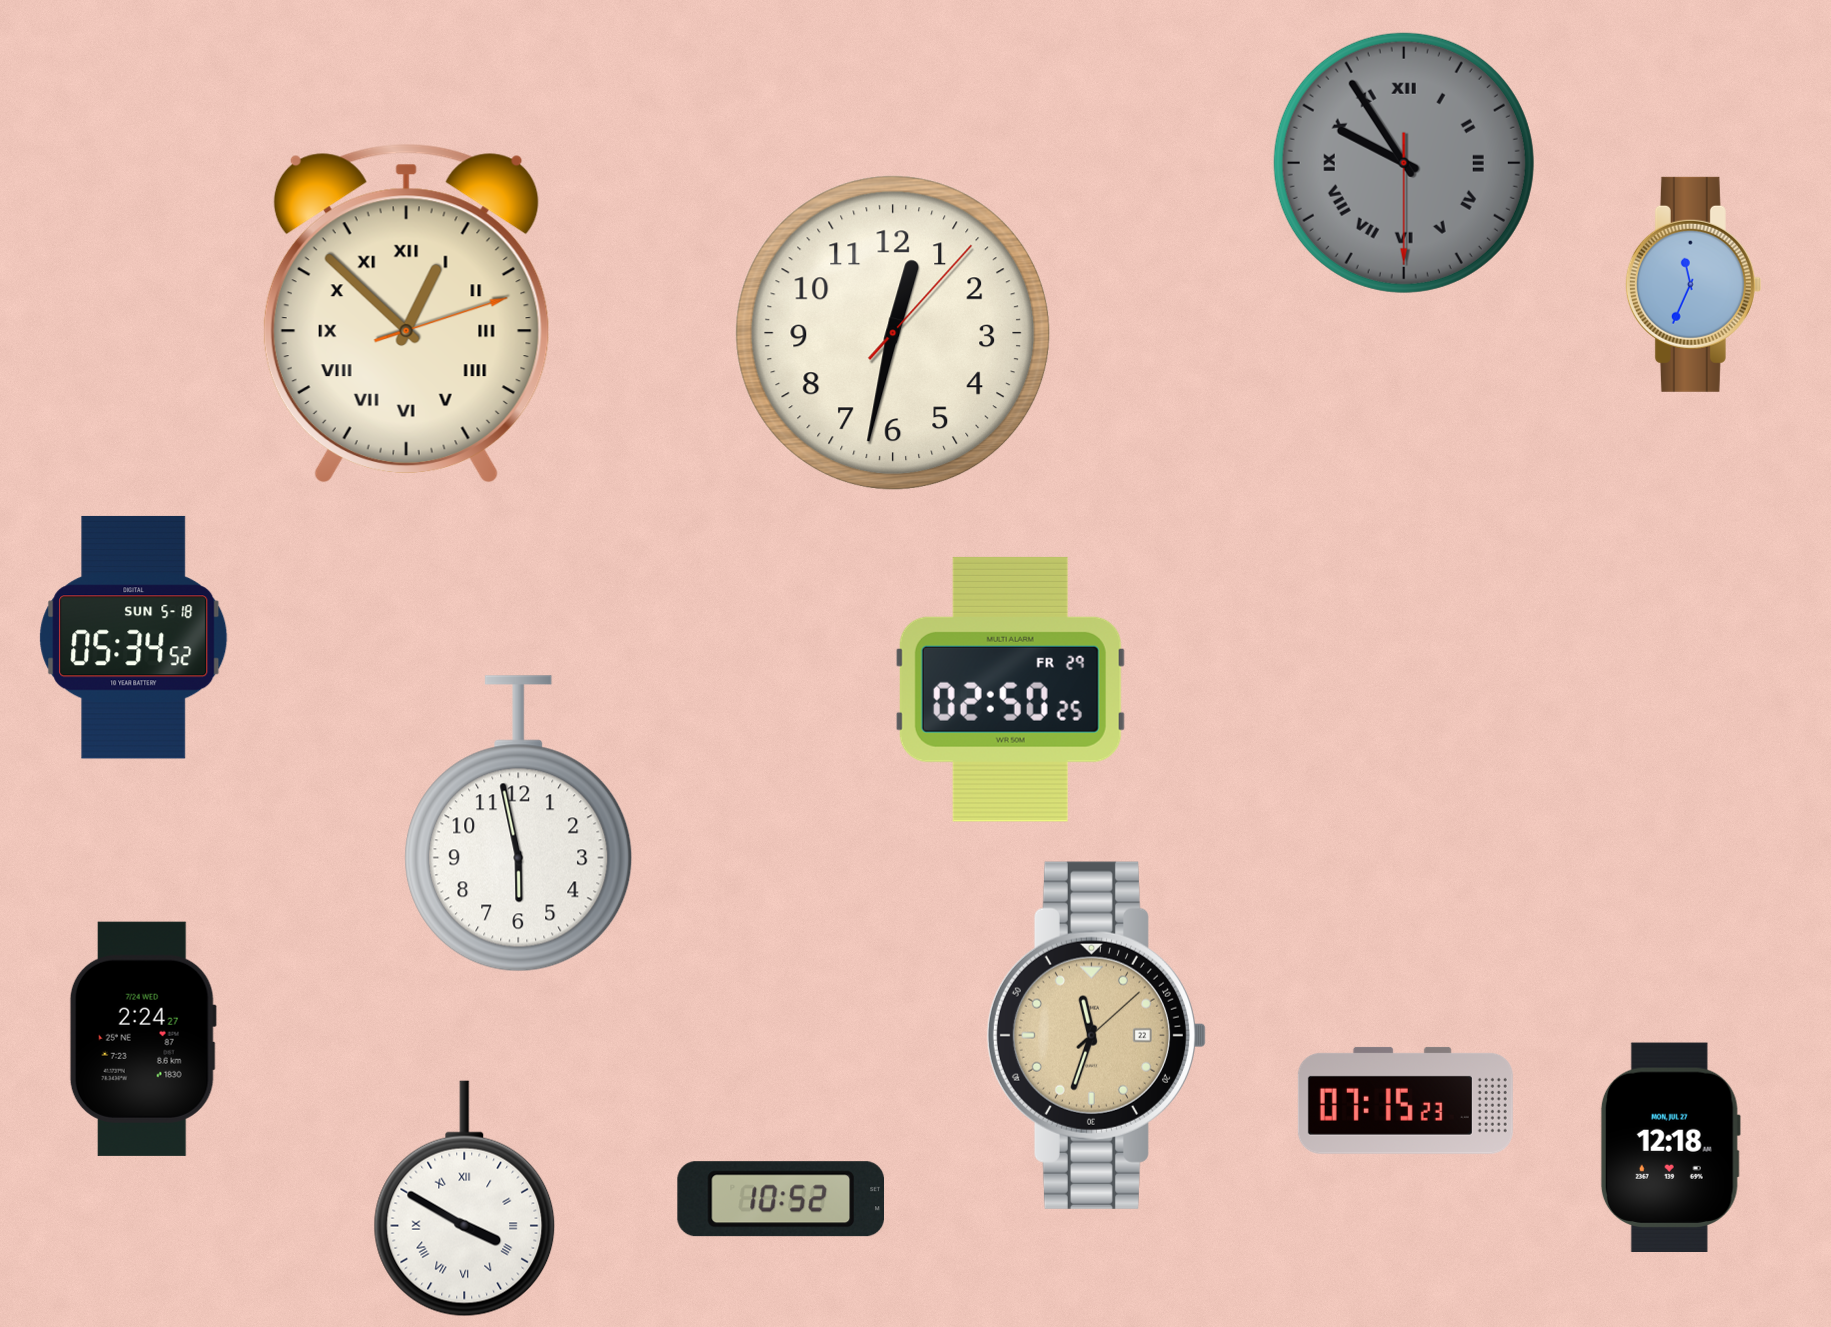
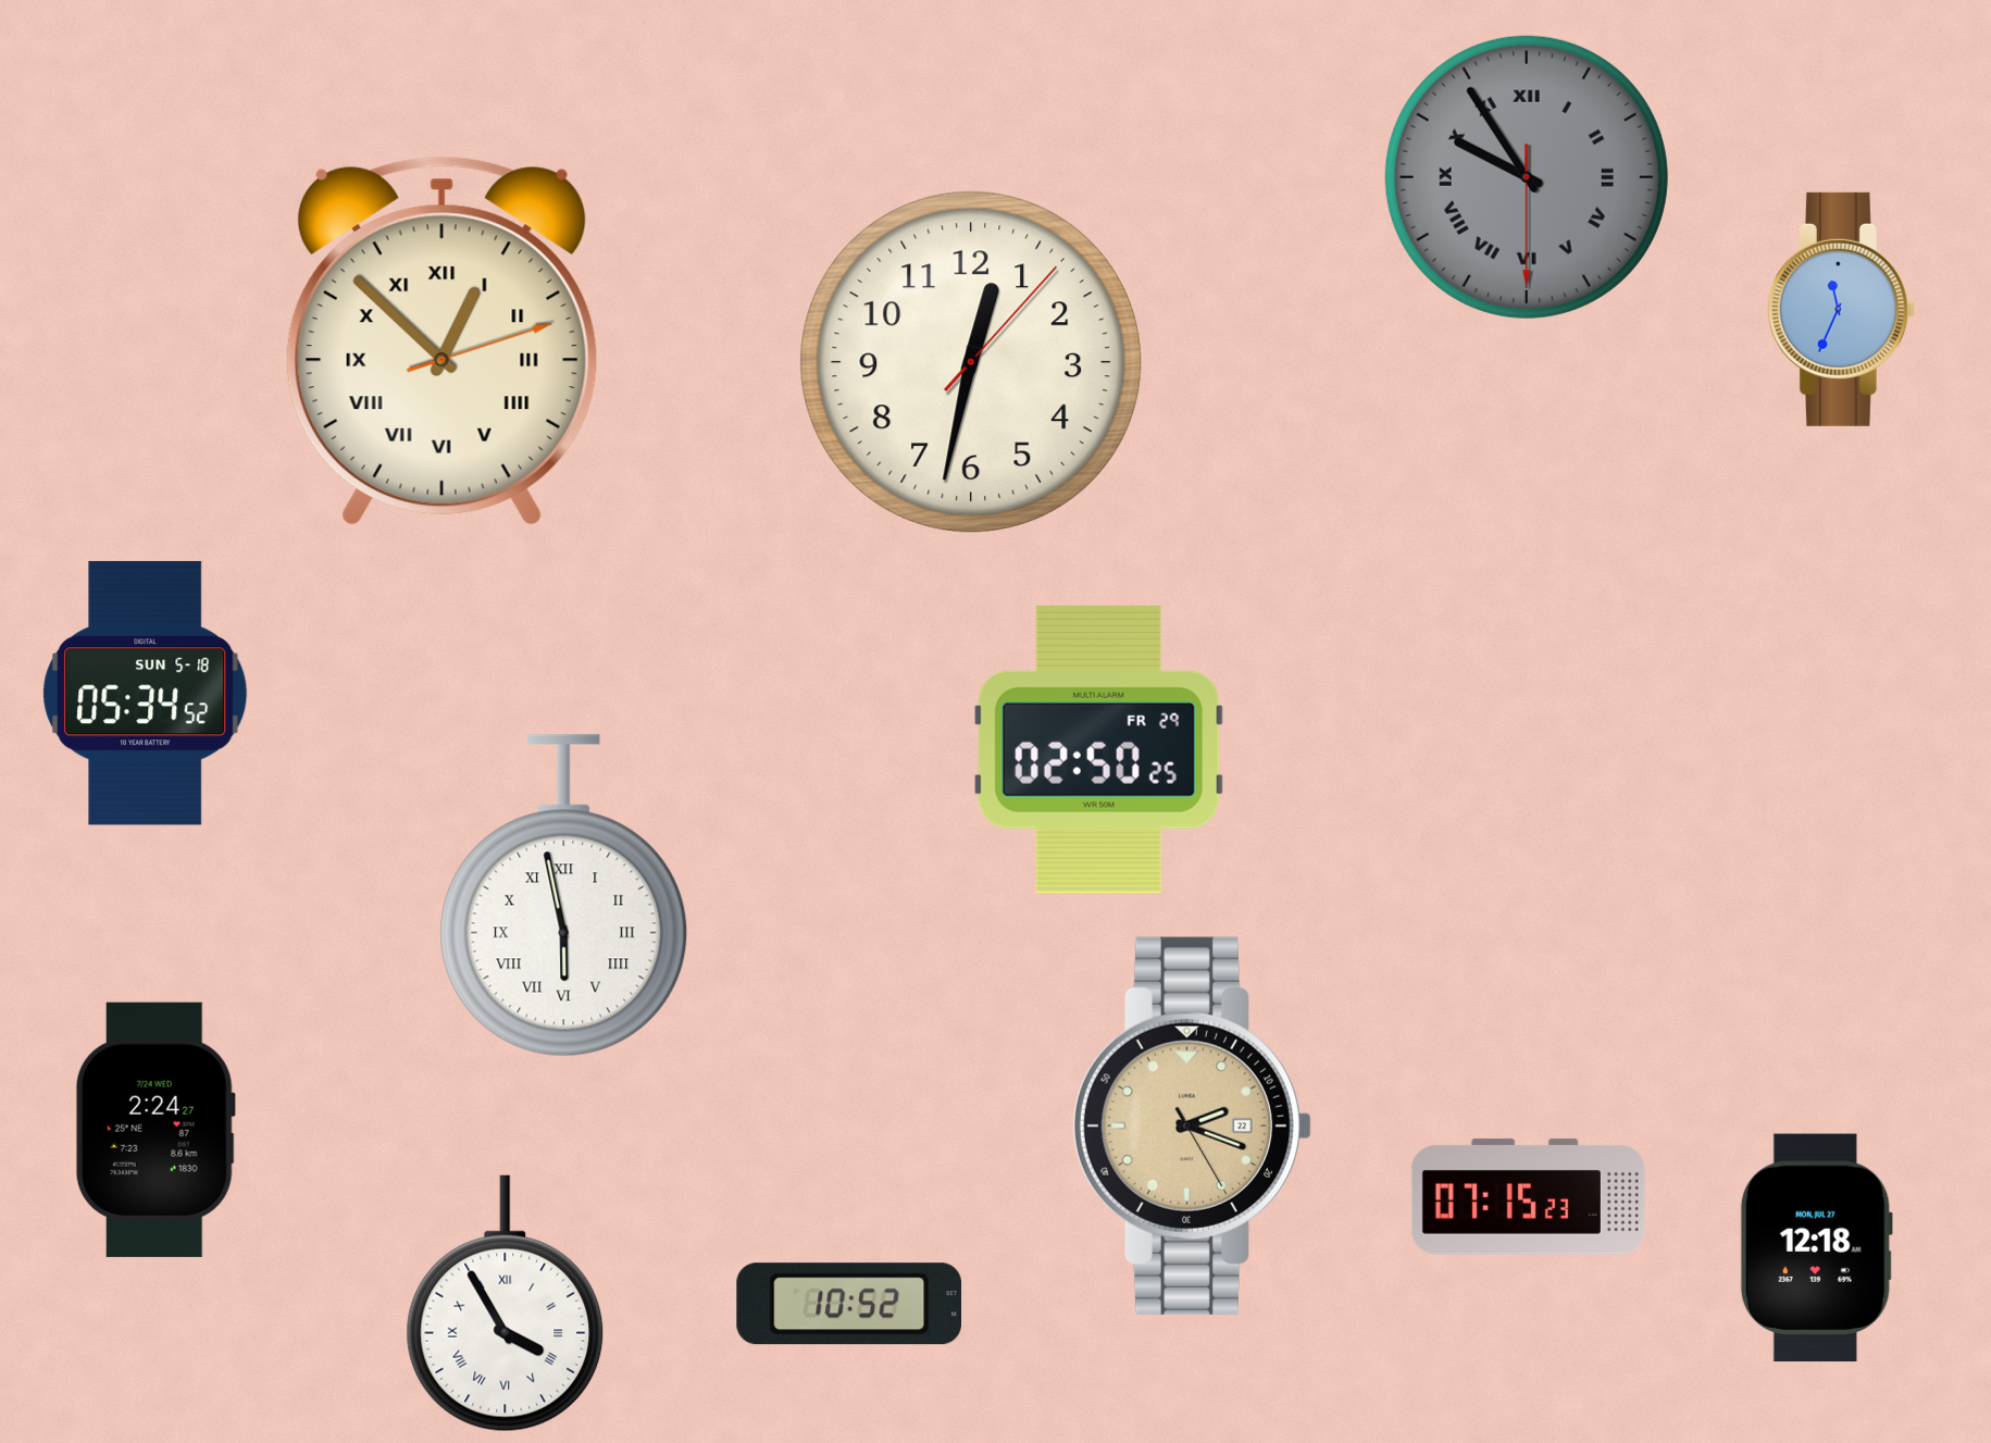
clock at (519, 824) numerals: Arabic -> Roman
clock at (1096, 1035): 11:33 -> 2:18
clock at (465, 1199): 3:50 -> 3:55
